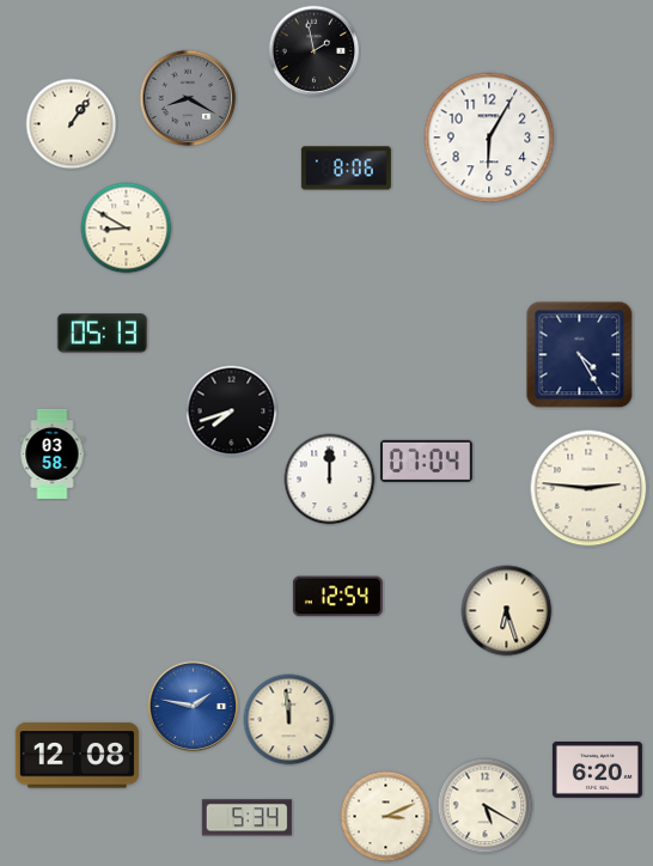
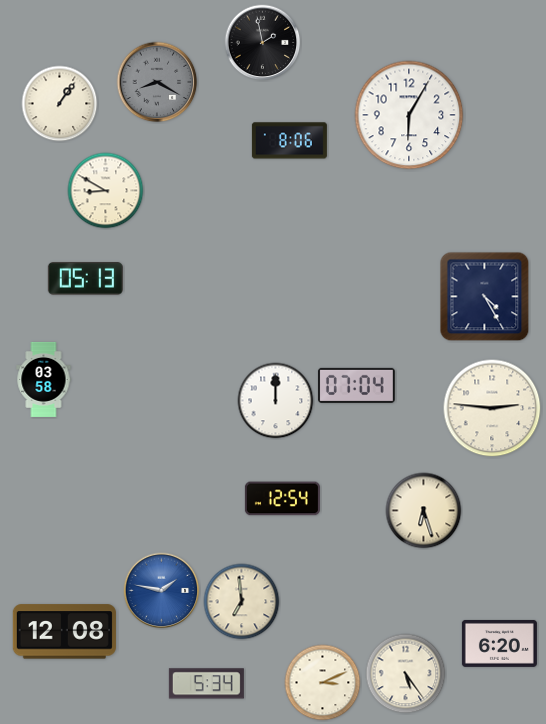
clock at (232, 411): 7:42 -> none
clock at (289, 720): 11:59 -> 6:59
clock at (486, 806): 5:20 -> 5:24
